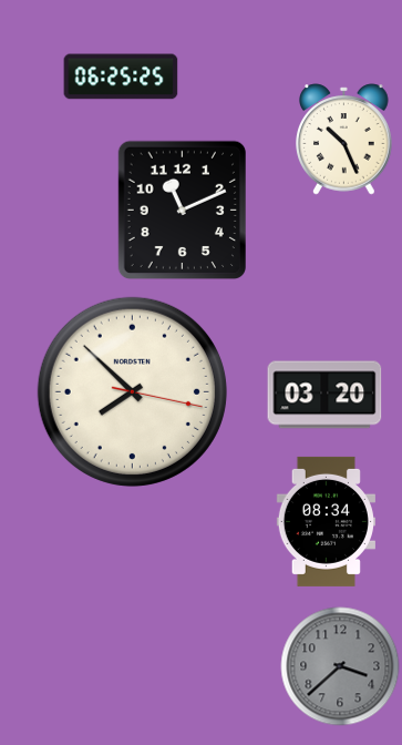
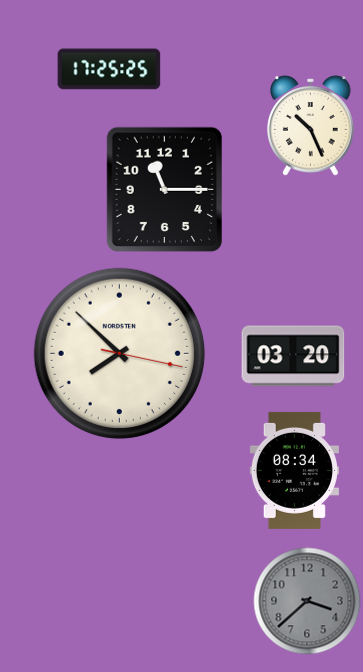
clock at (121, 76): 06:25 -> 17:25
clock at (182, 210): 11:11 -> 11:15
